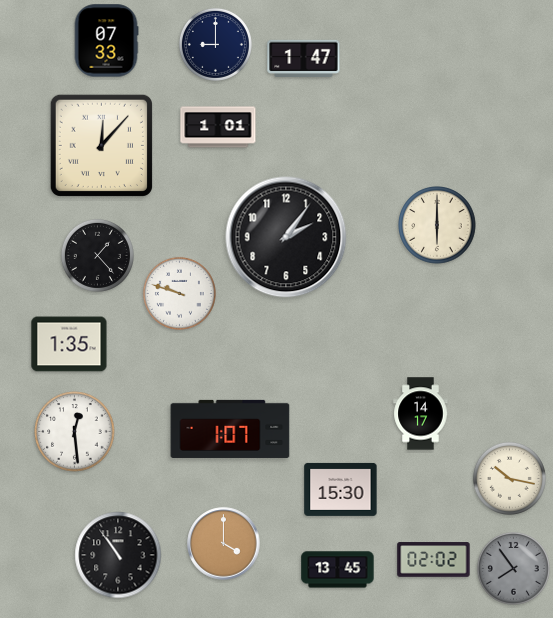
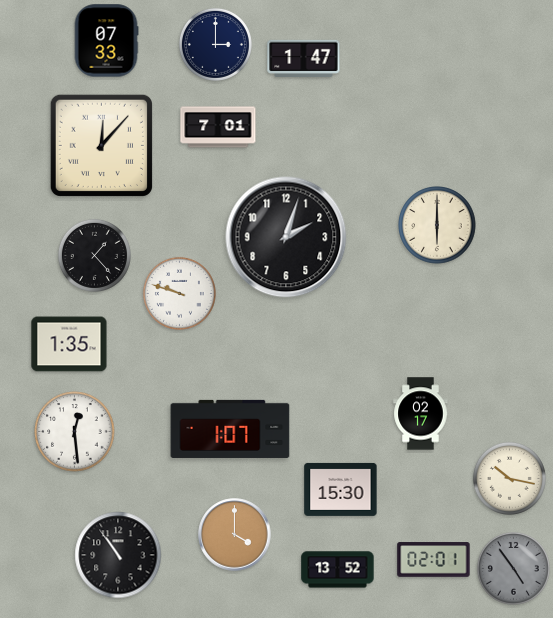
clock at (215, 44): 9:00 -> 3:00
clock at (218, 127): 1:01 -> 7:01
clock at (286, 237): 2:06 -> 2:03
clock at (97, 255) position: (97, 255) -> (94, 255)
clock at (421, 414): 14:17 -> 02:17
clock at (224, 544) position: (224, 544) -> (235, 535)
clock at (434, 560): 02:02 -> 02:01
clock at (513, 568): 7:54 -> 4:54
clock at (338, 570): 13:45 -> 13:52
